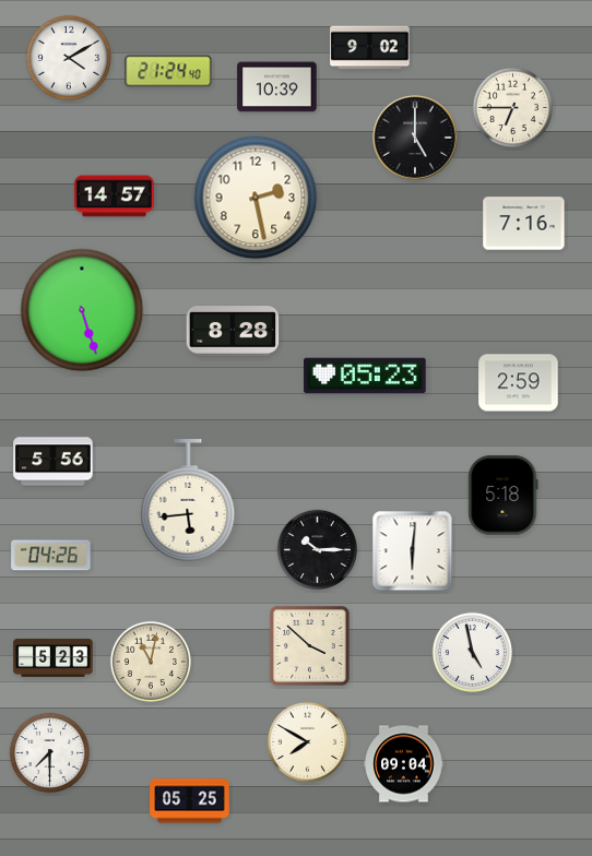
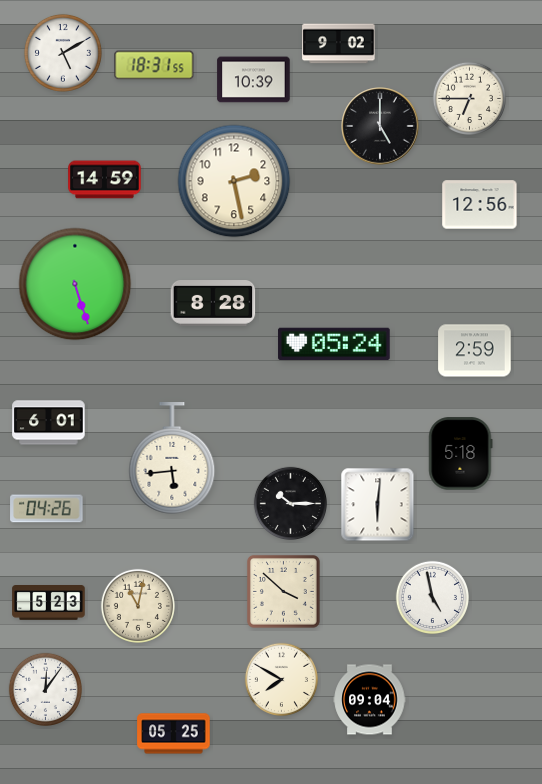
clock at (69, 58): 4:10 -> 5:10
clock at (168, 71): 21:24 -> 18:31
clock at (115, 197): 14:57 -> 14:59
clock at (524, 224): 7:16 -> 12:56
clock at (365, 376): 05:23 -> 05:24
clock at (54, 462): 5:56 -> 6:01
clock at (49, 752): 7:30 -> 12:06
